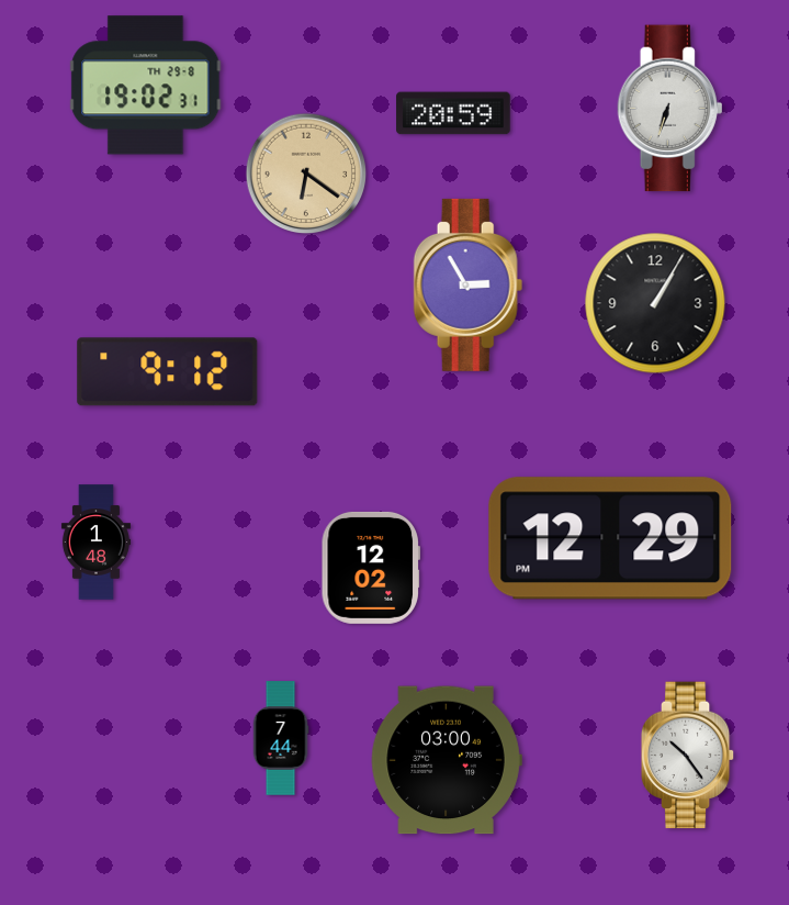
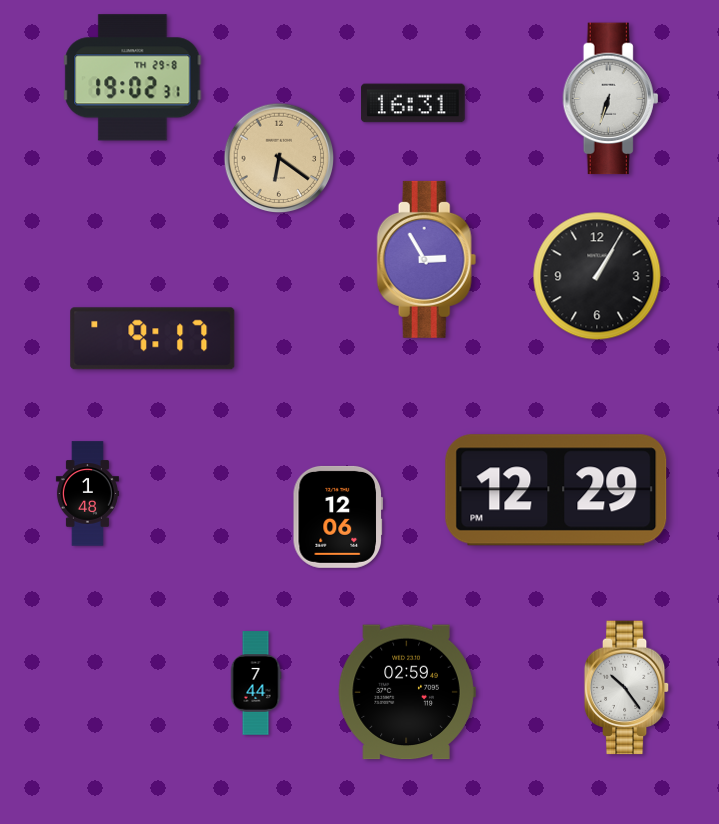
clock at (453, 113): 20:59 -> 16:31
clock at (168, 372): 9:12 -> 9:17
clock at (371, 568): 12:02 -> 12:06
clock at (281, 738) position: (281, 738) -> (256, 683)
clock at (447, 760): 03:00 -> 02:59
